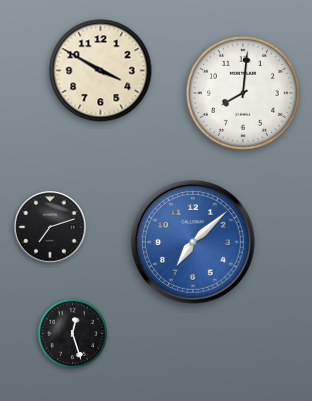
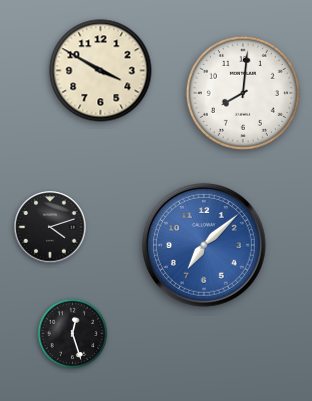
clock at (50, 227): 7:12 -> 4:12
clock at (193, 242) position: (193, 242) -> (204, 245)
